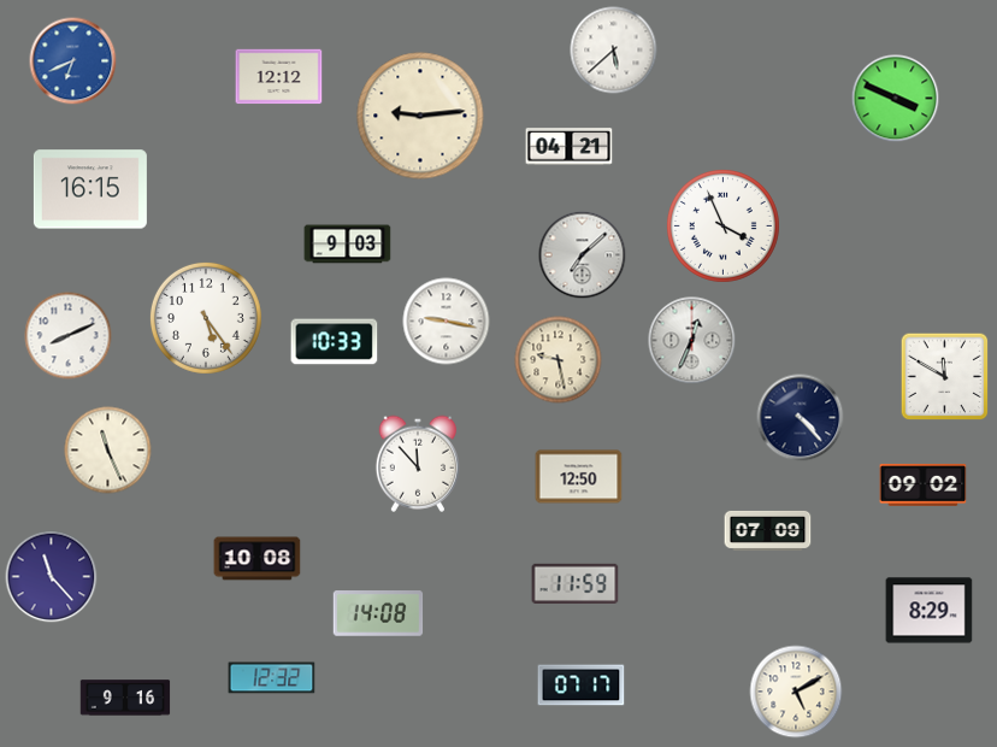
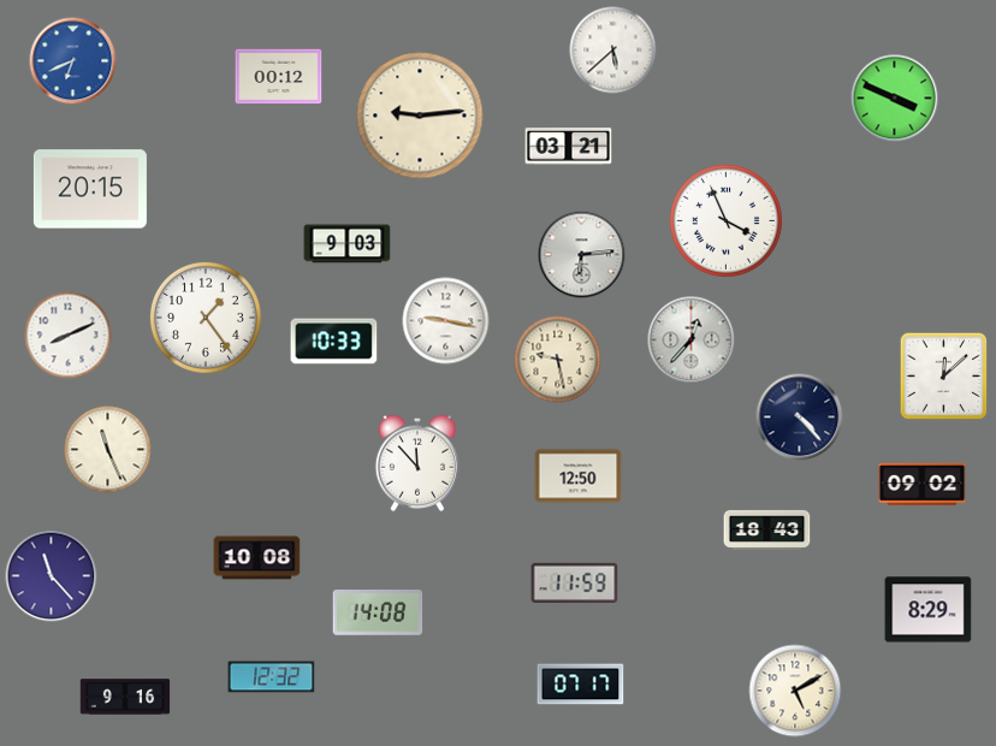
clock at (279, 77): 12:12 -> 00:12
clock at (570, 147): 04:21 -> 03:21
clock at (90, 189): 16:15 -> 20:15
clock at (722, 225) position: (722, 225) -> (725, 220)
clock at (583, 255): 7:08 -> 6:14
clock at (206, 318): 5:24 -> 1:24
clock at (692, 341): 12:34 -> 12:37
clock at (945, 377): 11:50 -> 12:08
clock at (768, 530): 07:09 -> 18:43
